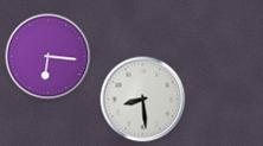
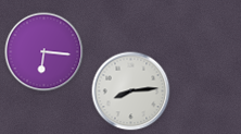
clock at (143, 100): 8:29 -> 8:14
